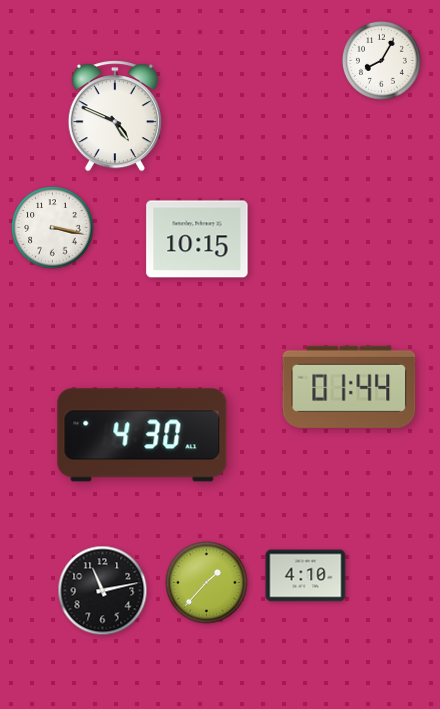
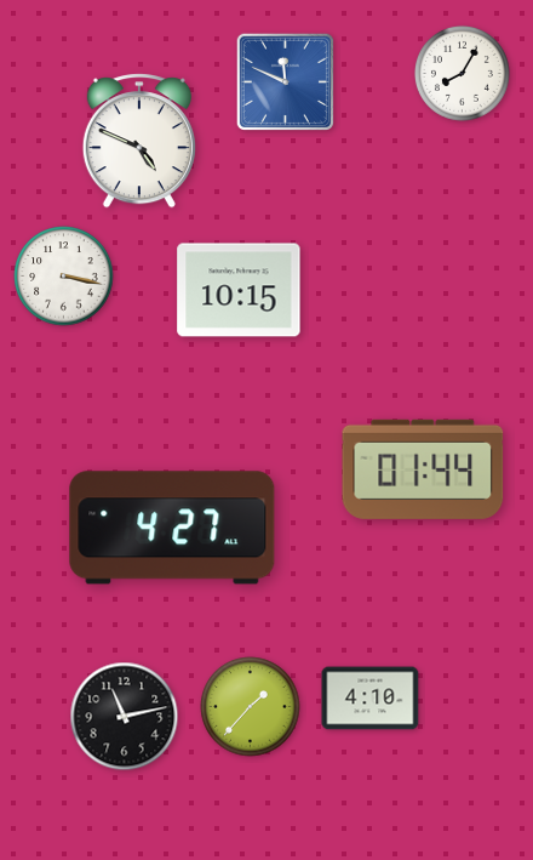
clock at (285, 81): none -> 11:49
clock at (142, 435): 4:30 -> 4:27
